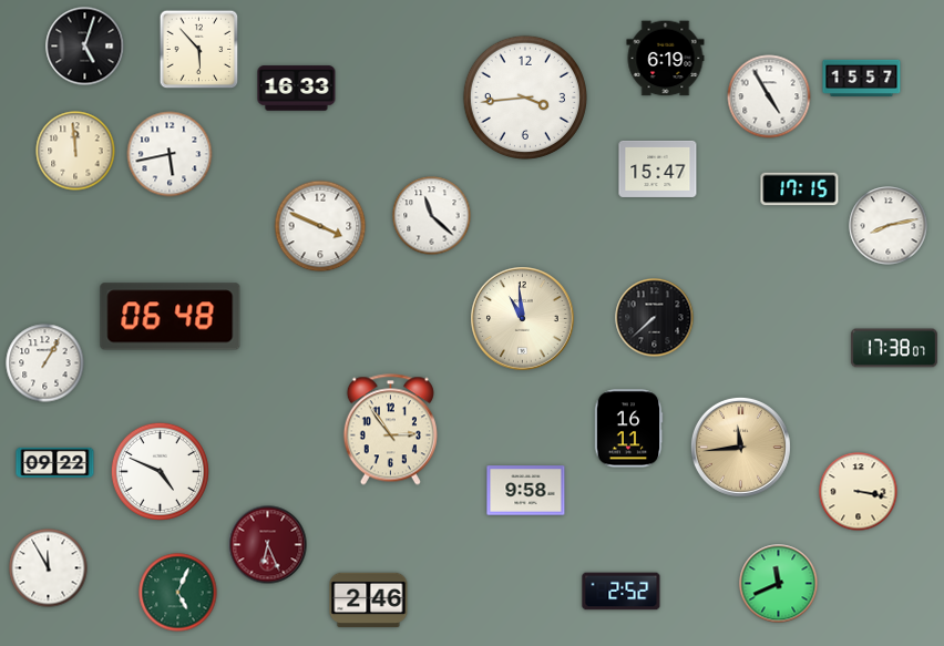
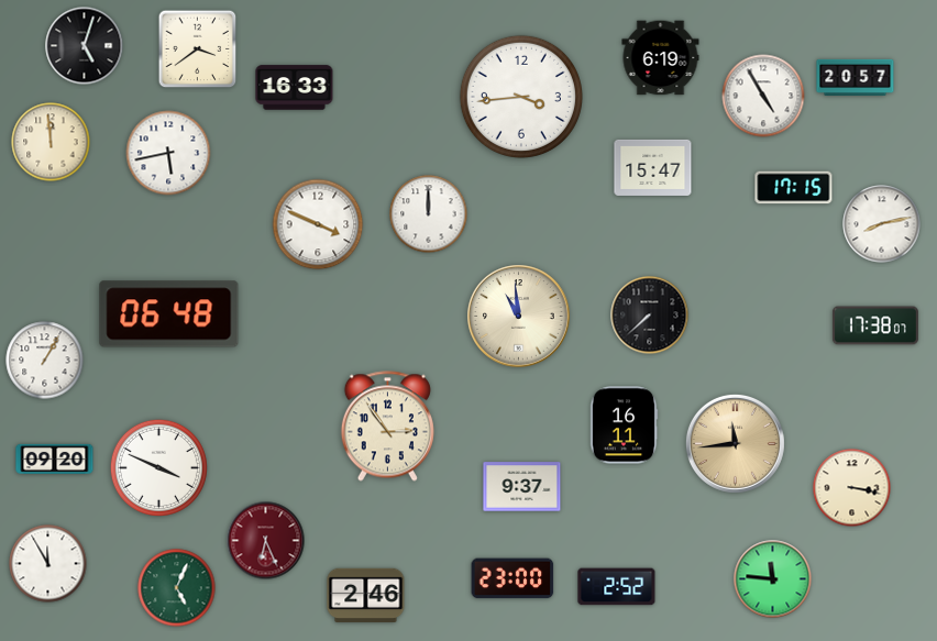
clock at (199, 50): 5:53 -> 3:39
clock at (862, 78): 15:57 -> 20:57
clock at (75, 151) position: (75, 151) -> (51, 142)
clock at (432, 216): 11:22 -> 12:00
clock at (894, 348) position: (894, 348) -> (875, 325)
clock at (55, 462): 09:22 -> 09:20
clock at (160, 471): 4:49 -> 3:49
clock at (526, 491): 9:58 -> 9:37
clock at (512, 578): none -> 23:00
clock at (779, 584): 11:41 -> 11:46
